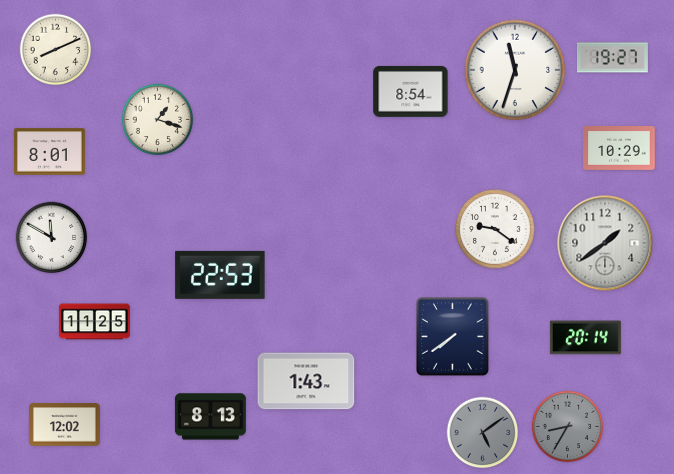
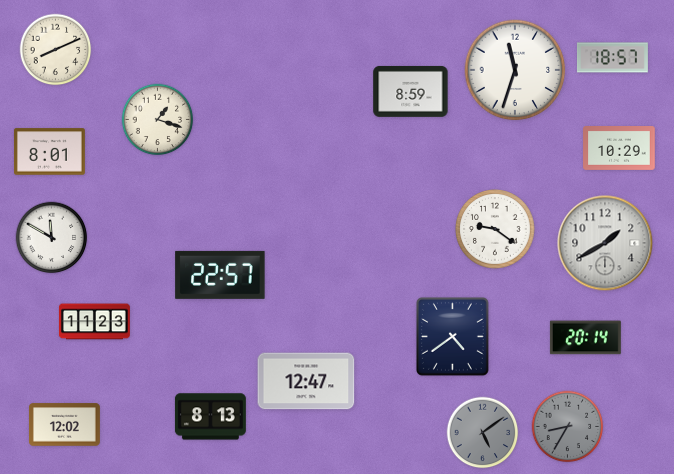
clock at (612, 58): 19:27 -> 18:57
clock at (411, 92): 8:54 -> 8:59
clock at (605, 243): 1:39 -> 1:40
clock at (220, 275): 22:53 -> 22:57
clock at (94, 322): 11:25 -> 11:23
clock at (452, 336): 7:39 -> 4:39
clock at (306, 381): 1:43 -> 12:47
